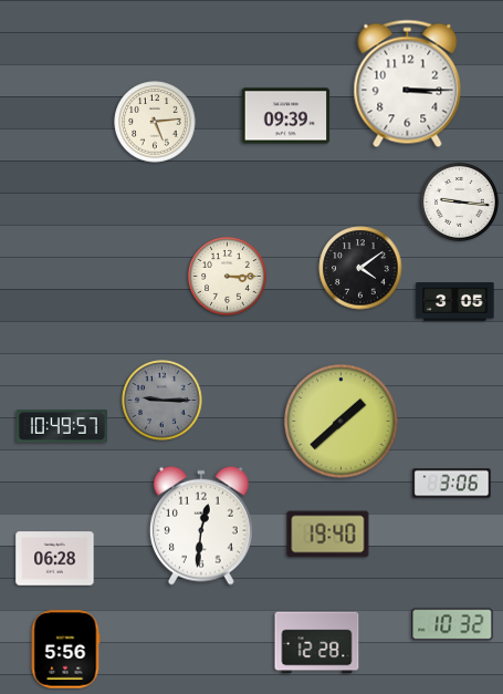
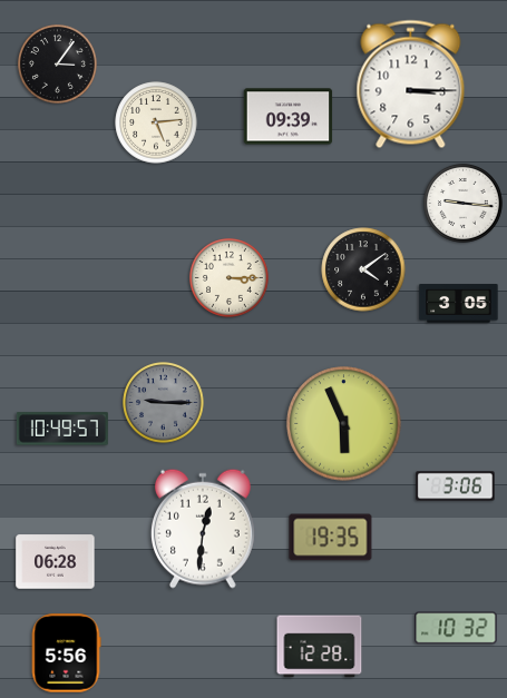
clock at (57, 63): none -> 3:06
clock at (342, 422): 1:38 -> 5:56
clock at (328, 535): 19:40 -> 19:35
